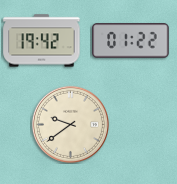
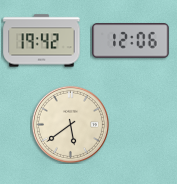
clock at (131, 41): 01:22 -> 12:06
clock at (70, 124): 9:39 -> 5:39
